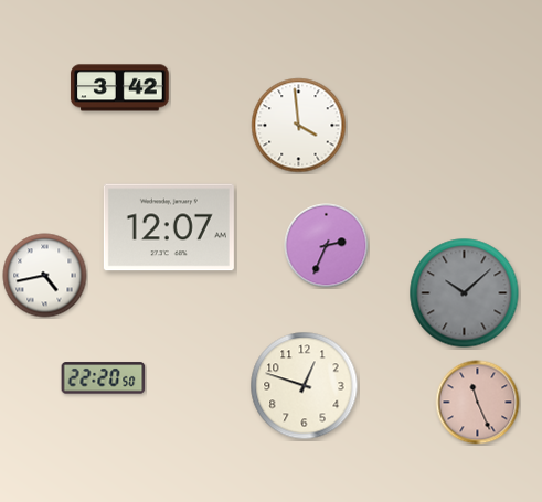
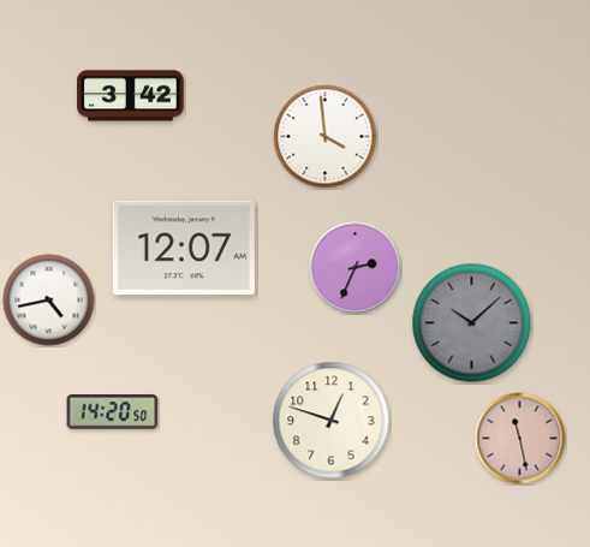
clock at (465, 293) position: (465, 293) -> (472, 323)
clock at (104, 378): 22:20 -> 14:20
clock at (478, 403): 11:26 -> 11:28
